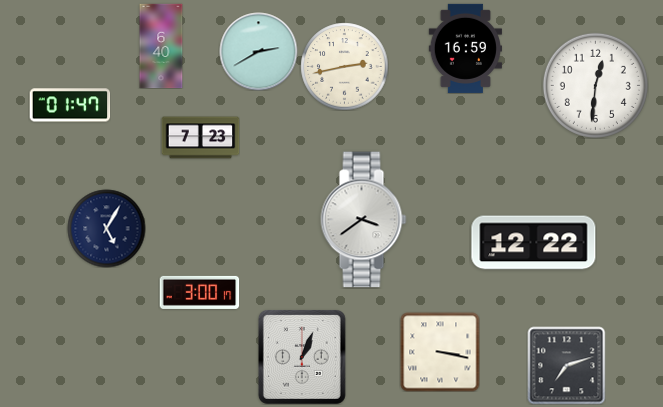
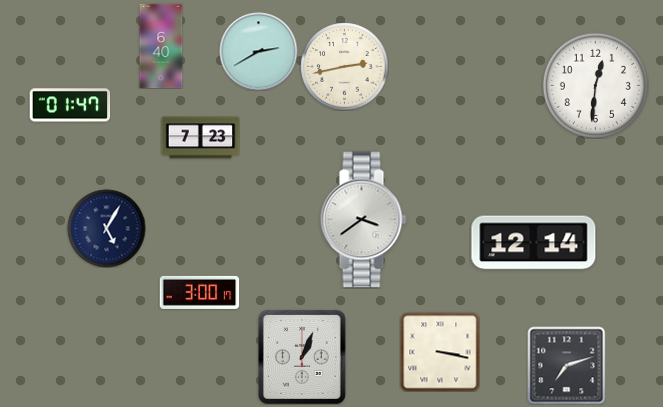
clock at (465, 48): 16:59 -> none
clock at (534, 243): 12:22 -> 12:14
